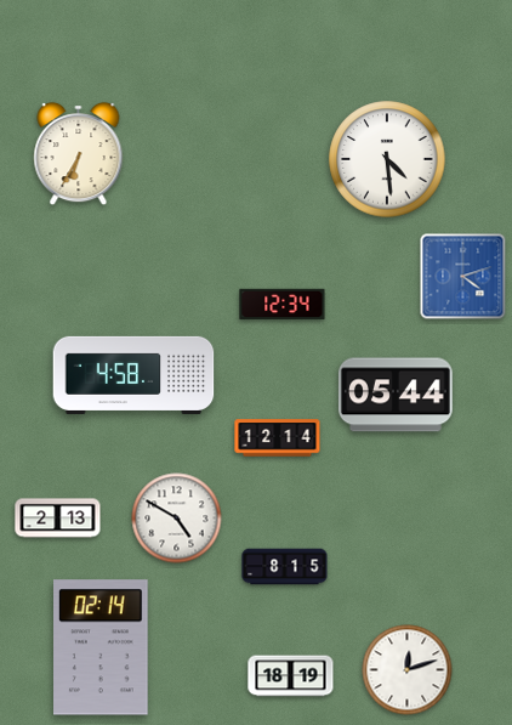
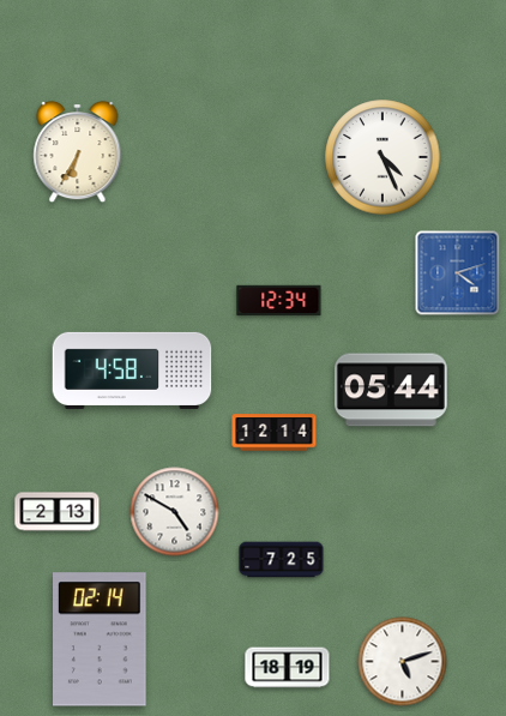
clock at (387, 159): 4:29 -> 4:26
clock at (285, 567): 8:15 -> 7:25
clock at (408, 670): 12:12 -> 5:12
